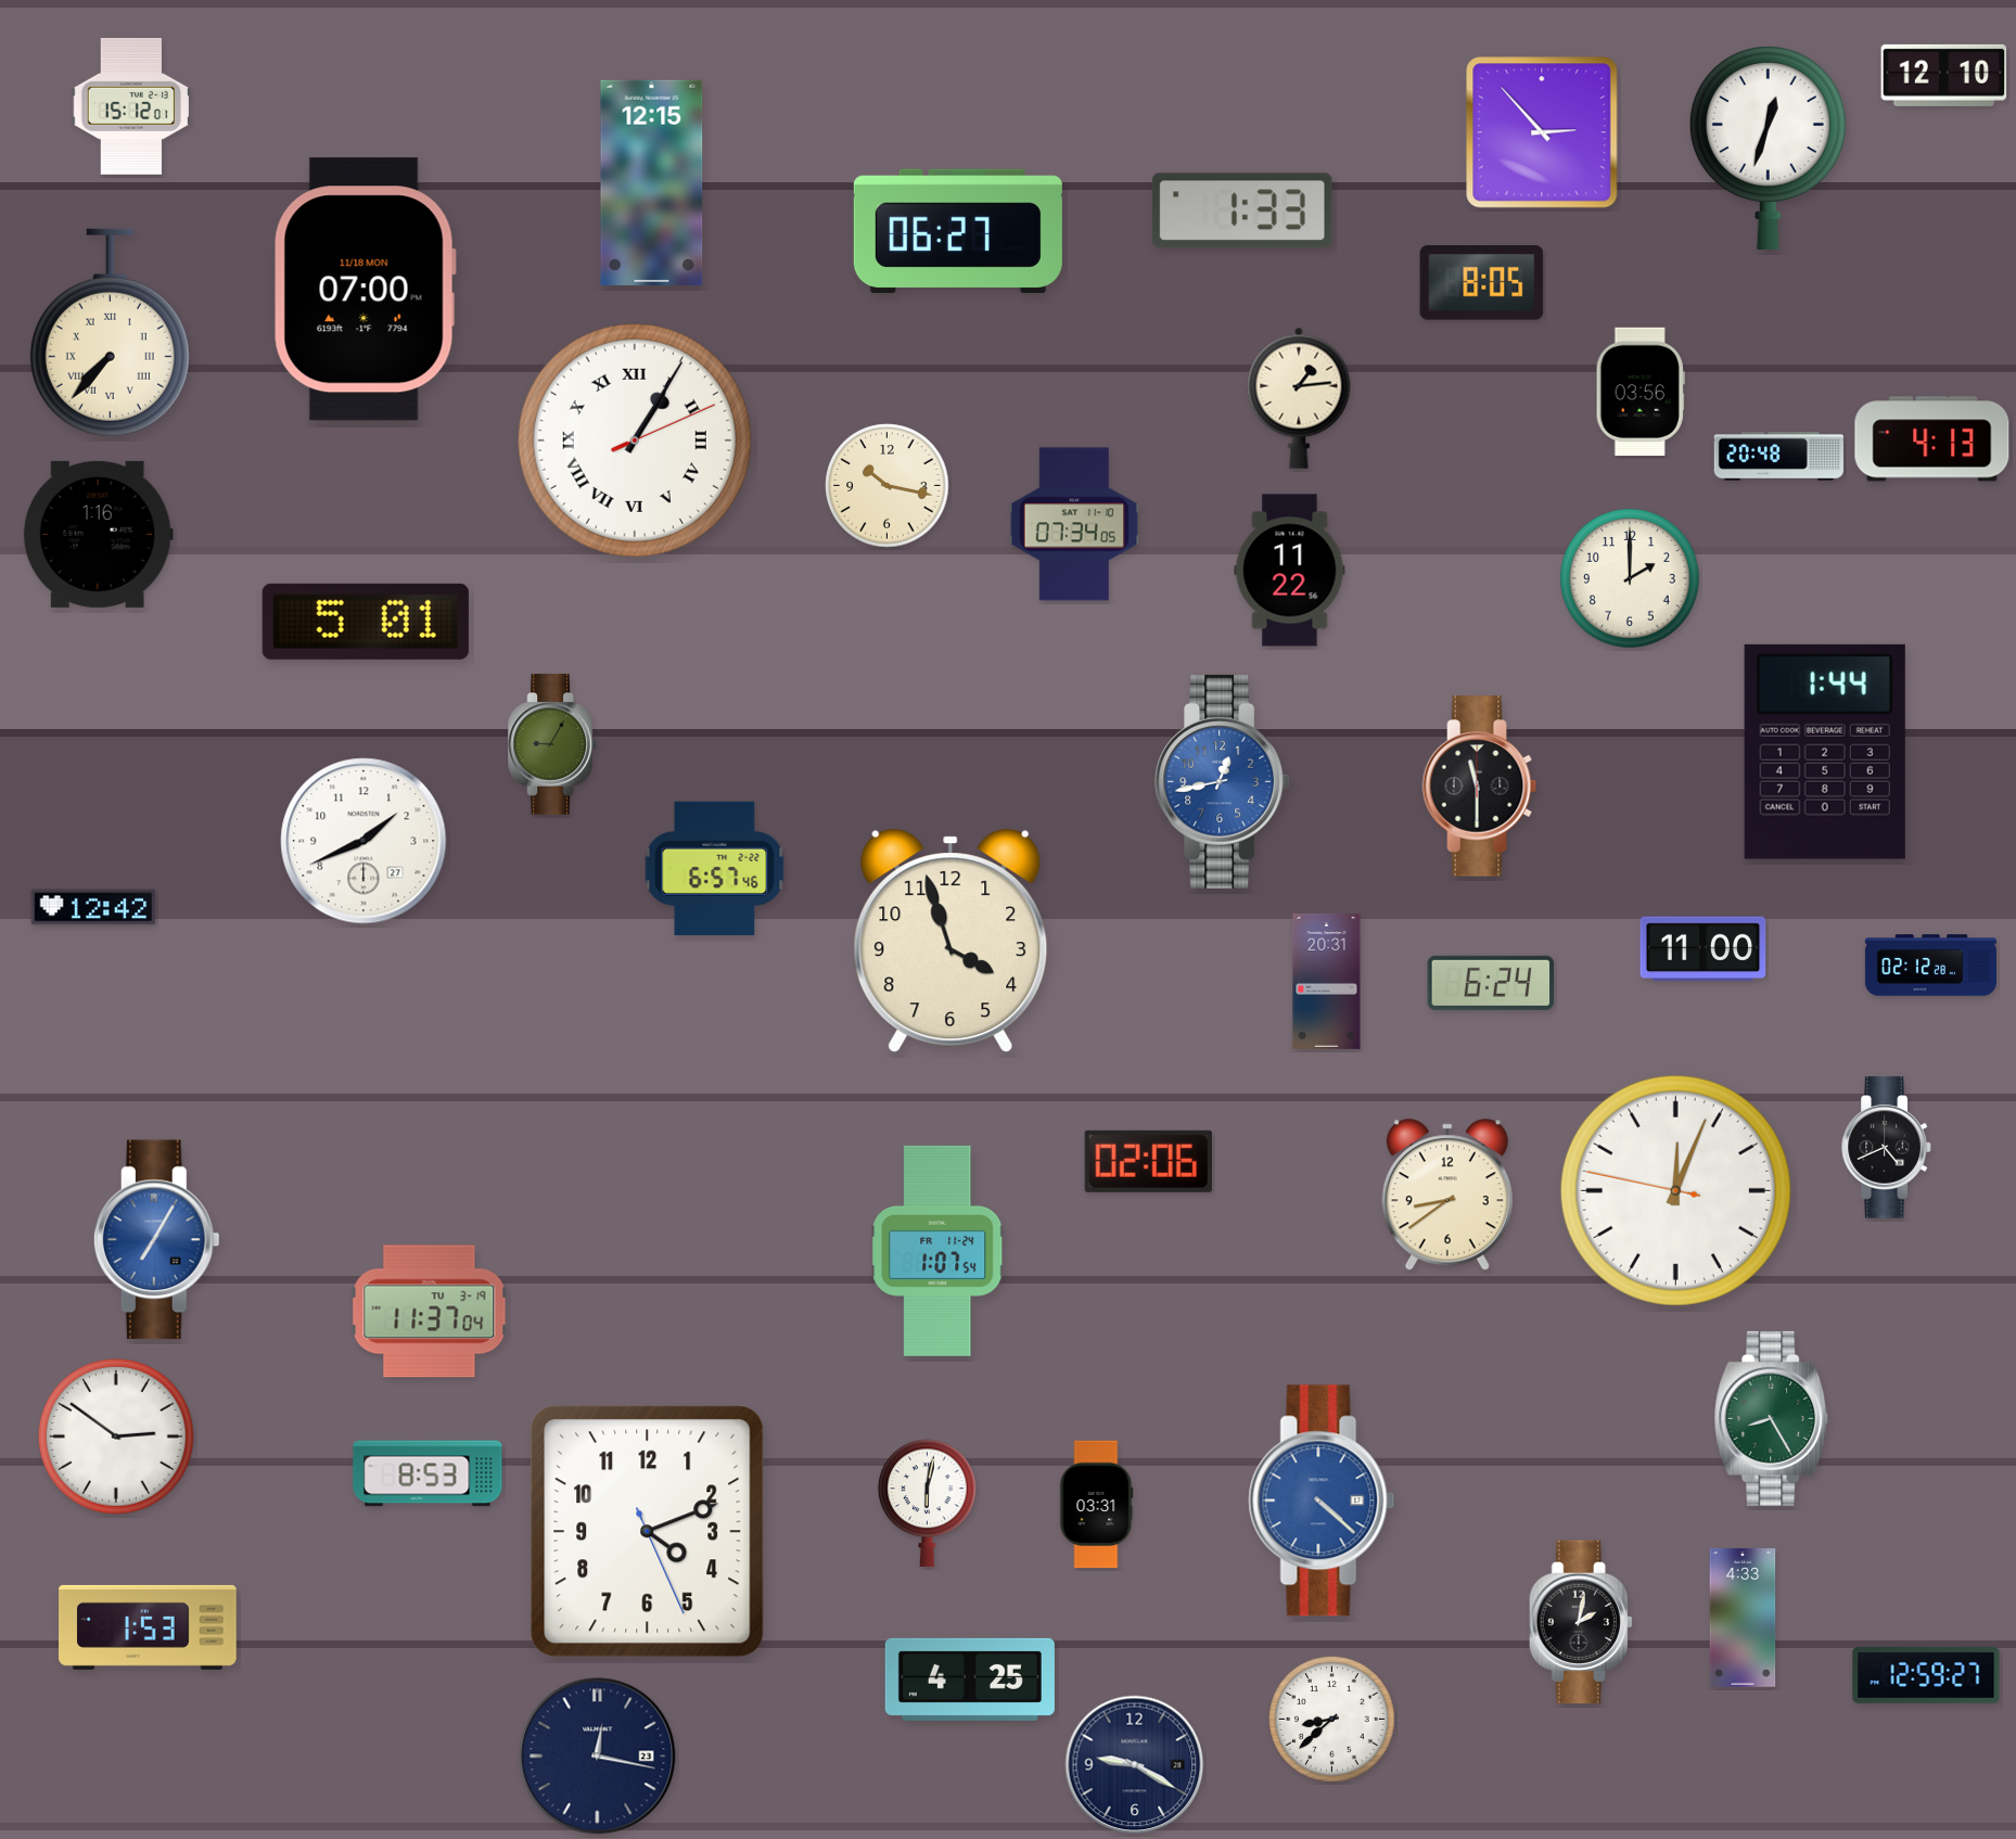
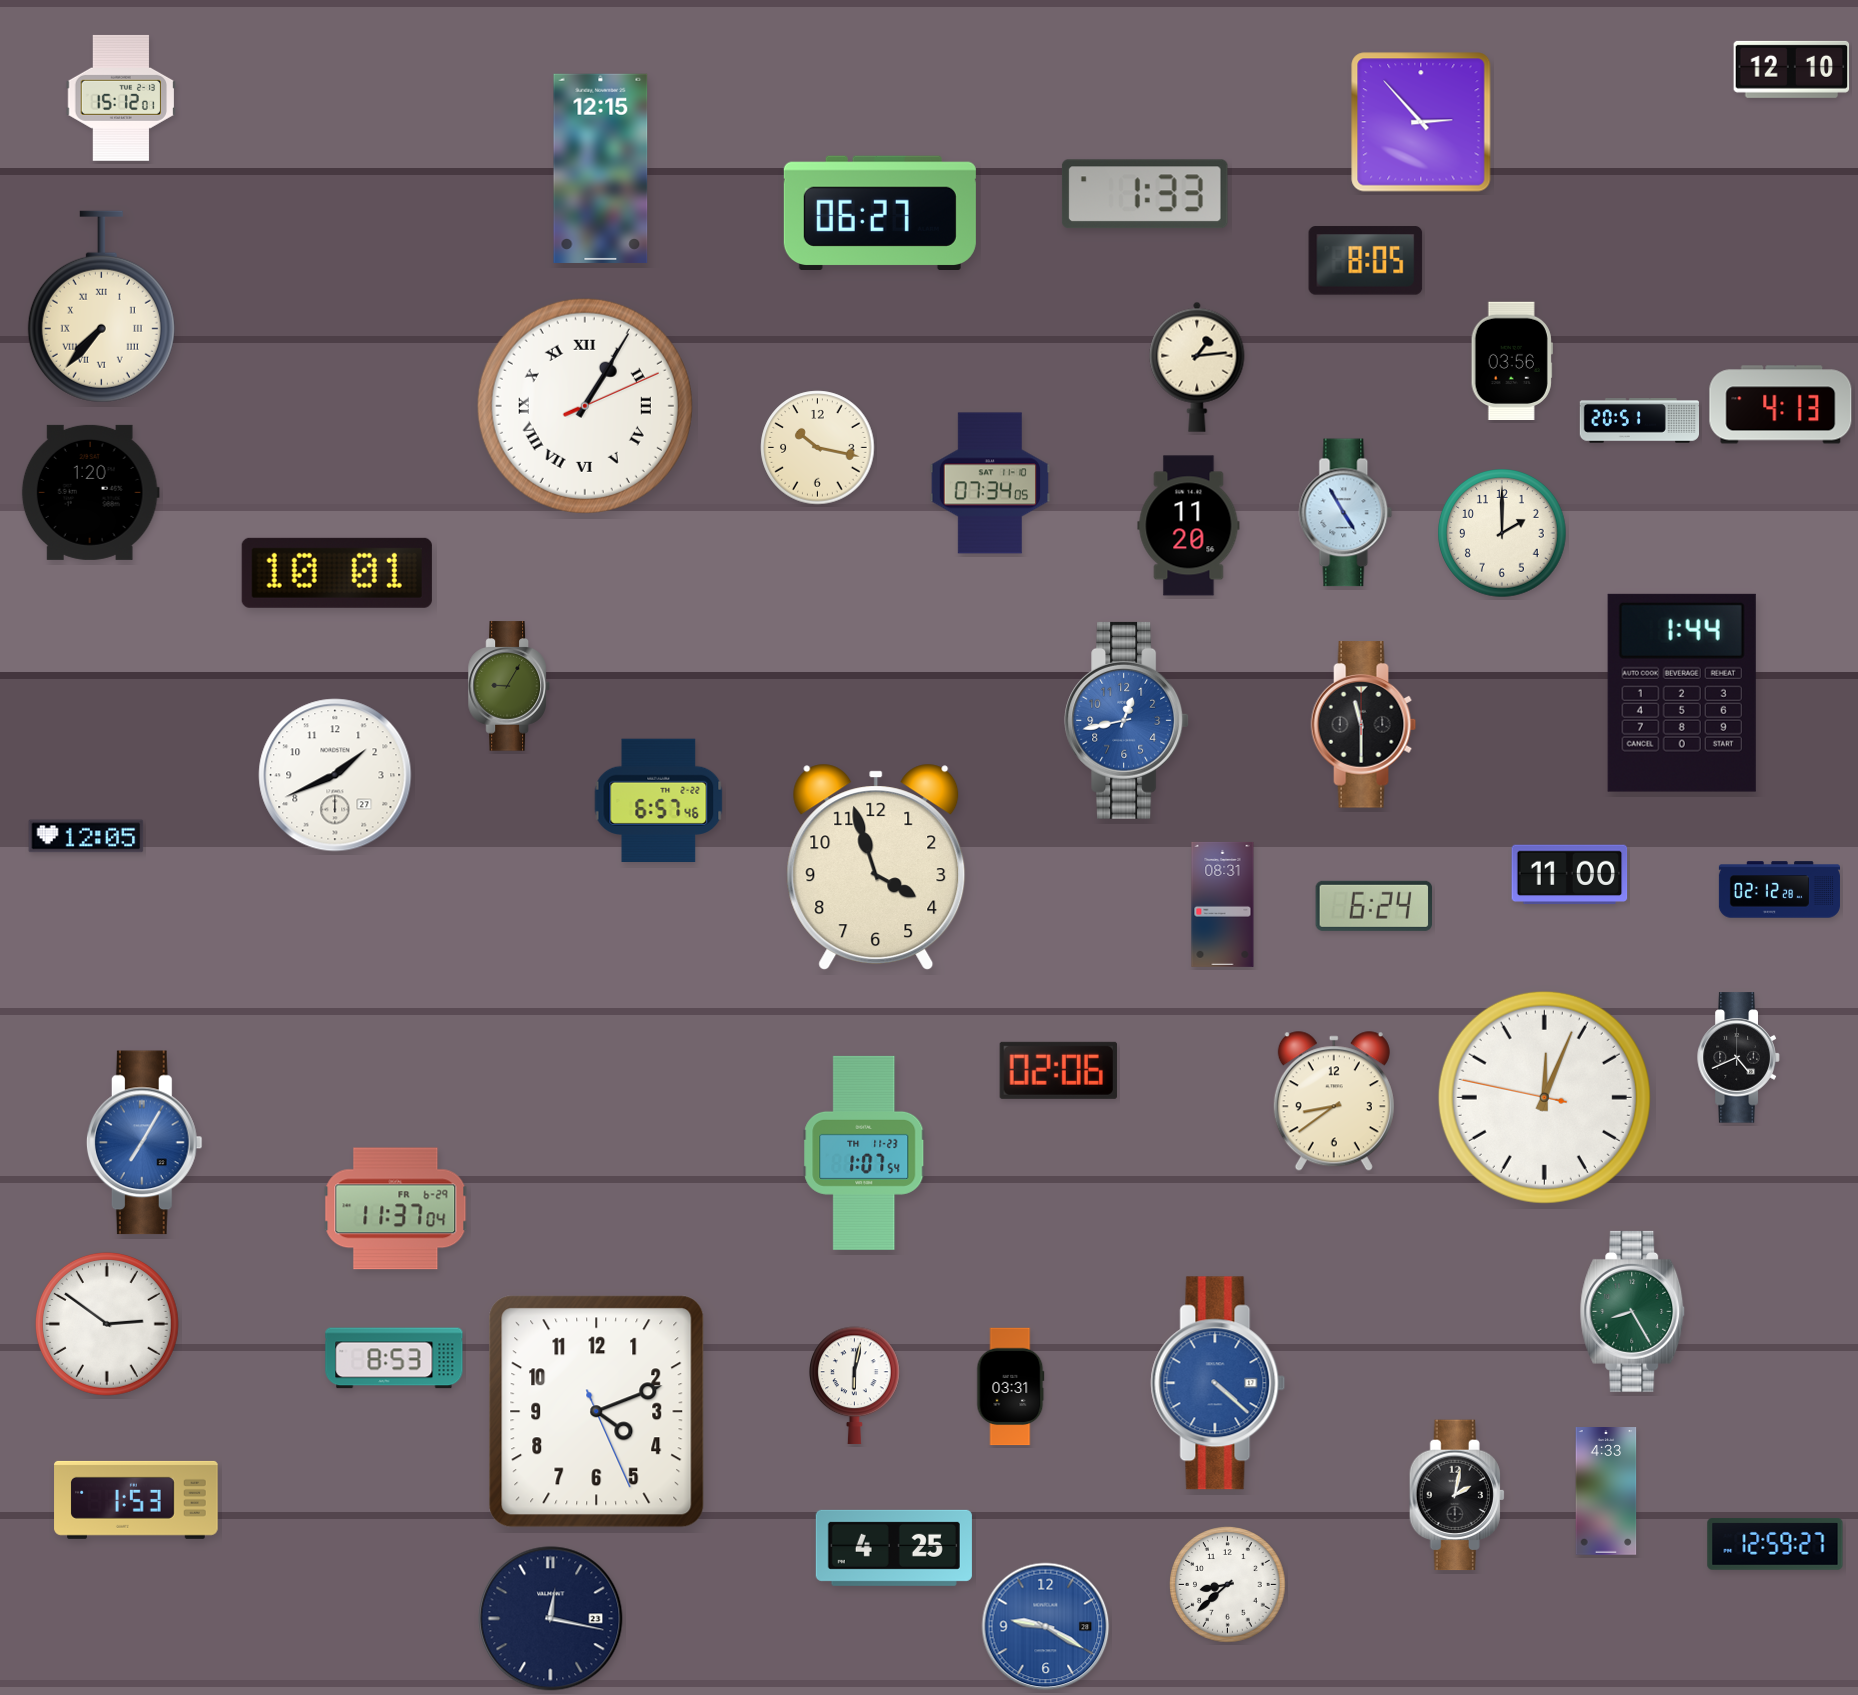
clock at (1768, 148): 12:33 -> none
clock at (958, 230) position: (958, 230) -> (880, 212)
clock at (365, 290): 07:00 -> none
clock at (1778, 457): 20:48 -> 20:51
clock at (98, 534): 1:16 -> 1:20
clock at (1346, 513): none -> 4:55
clock at (1290, 571): 11:22 -> 11:20
clock at (366, 622): 5:01 -> 10:01
clock at (93, 907): 12:42 -> 12:05
clock at (1327, 981): 20:31 -> 08:31
clock at (937, 1251) date: FR 11-24 -> TH 11-23
clock at (430, 1312) date: TU 3-19 -> FR 6-29
clock at (1772, 1418) position: (1772, 1418) -> (1633, 1311)
clock at (1135, 1765) dial: navy -> blue
